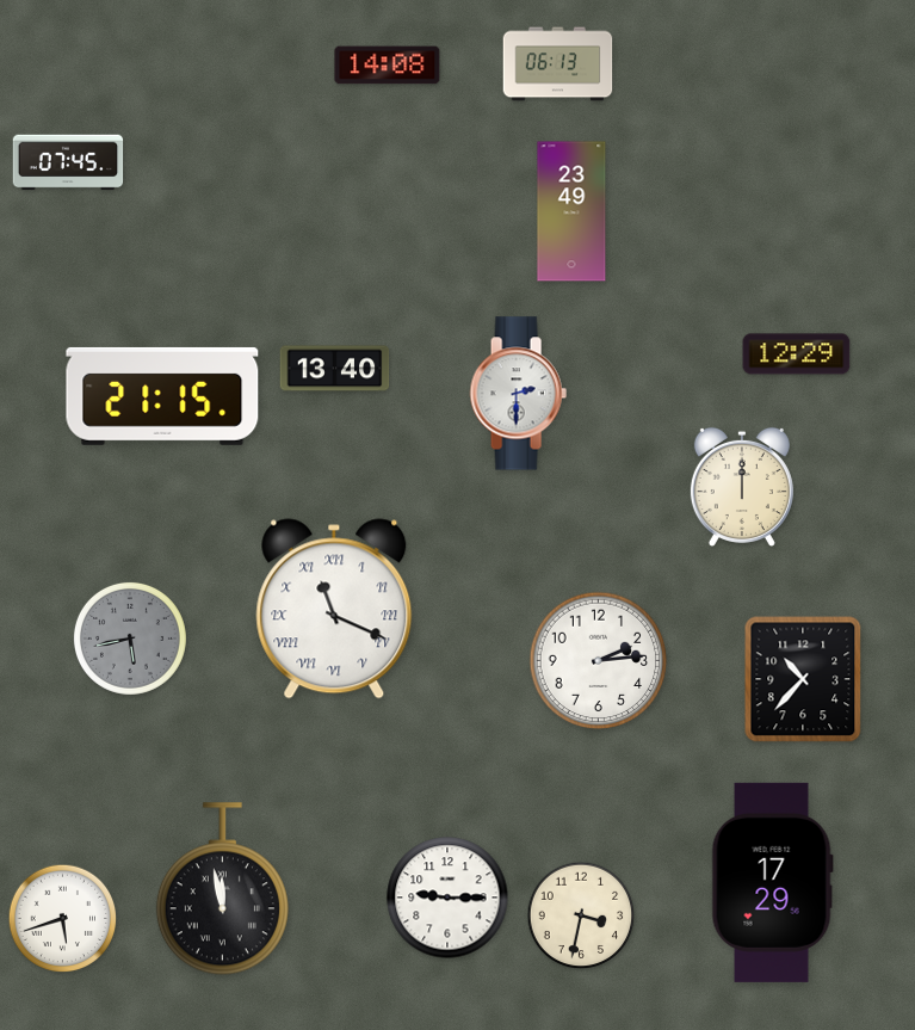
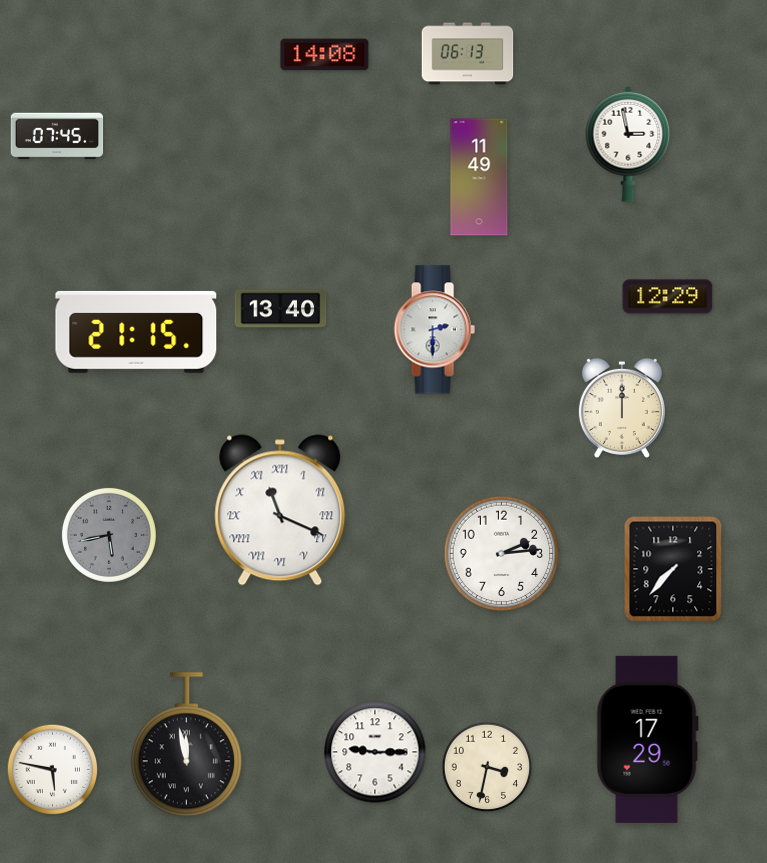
clock at (628, 144): none -> 2:58
clock at (571, 211): 23:49 -> 11:49
clock at (803, 679): 10:37 -> 7:37
clock at (63, 919): 5:42 -> 5:47
